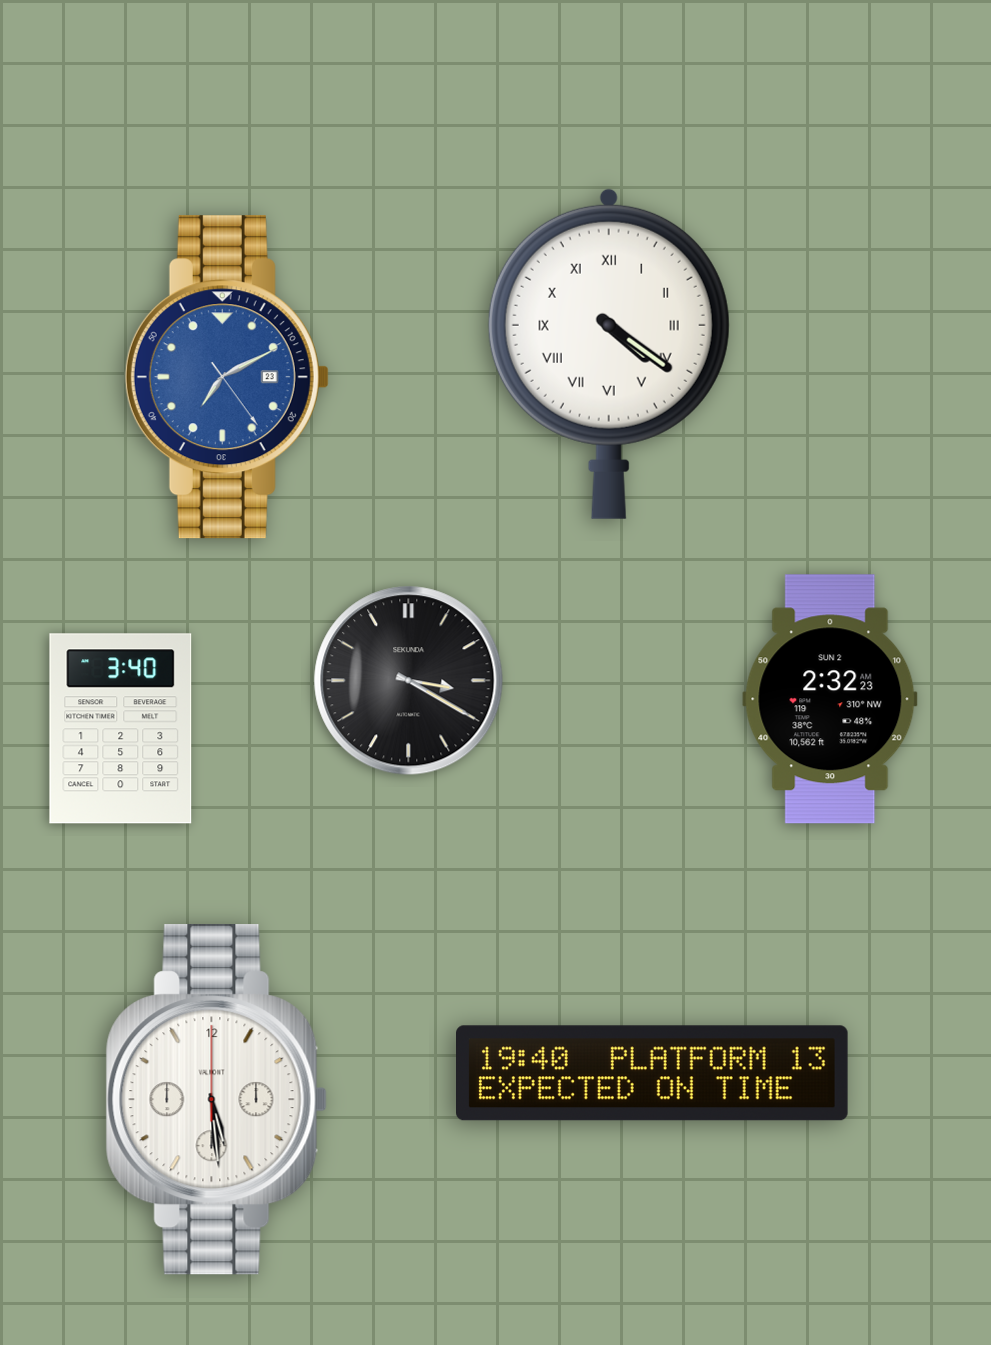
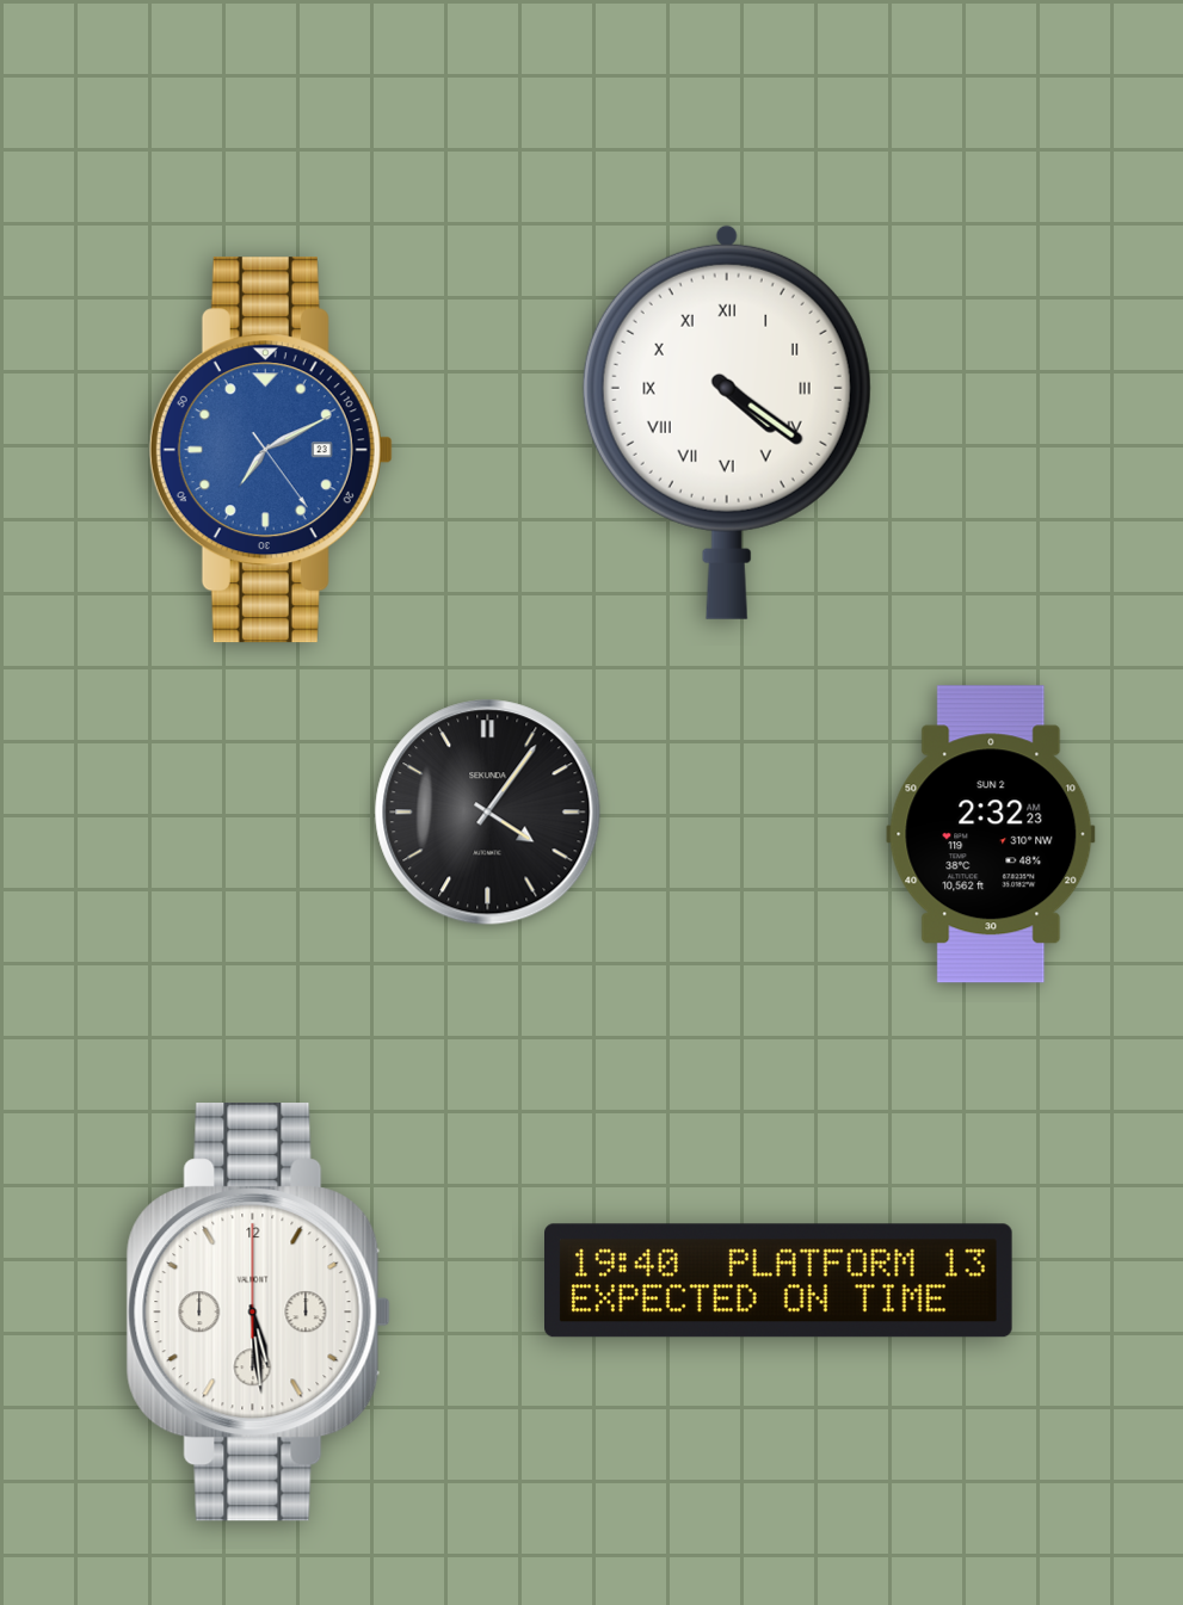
clock at (409, 681): 3:20 -> 4:06
clock at (121, 729): 3:40 -> none
